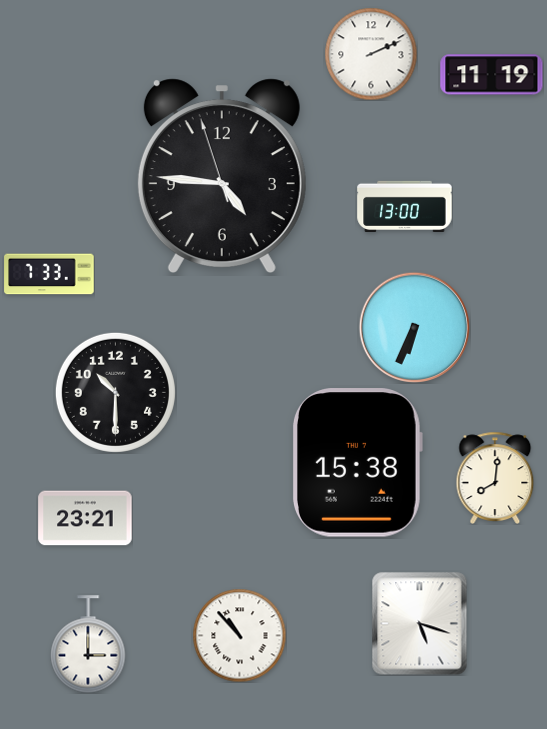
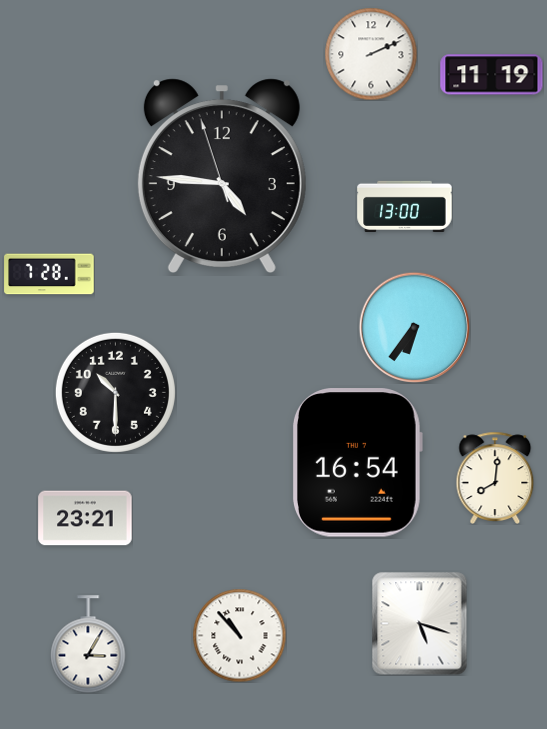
clock at (49, 274): 7:33 -> 7:28
clock at (414, 327): 6:34 -> 6:36
clock at (358, 463): 15:38 -> 16:54
clock at (88, 644): 3:00 -> 3:05
